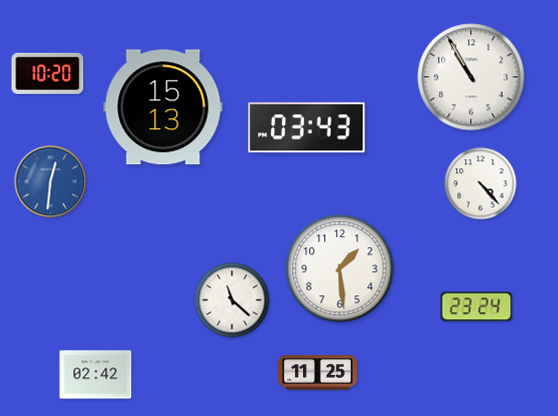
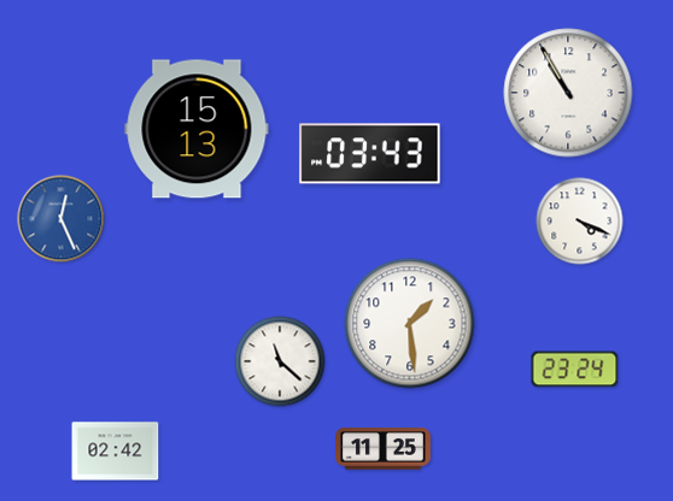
clock at (48, 73): 10:20 -> none
clock at (51, 182): 12:31 -> 12:26
clock at (481, 184): 4:23 -> 4:19
